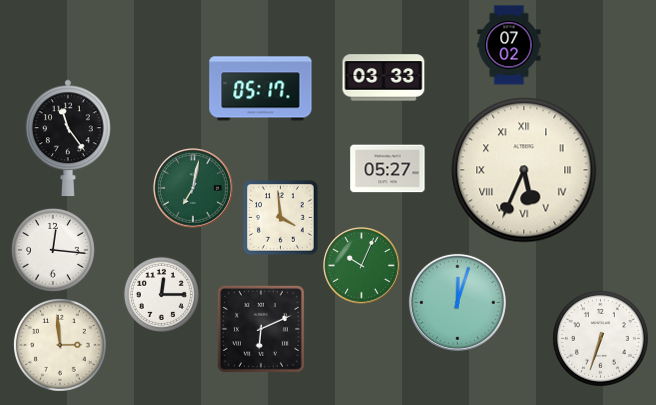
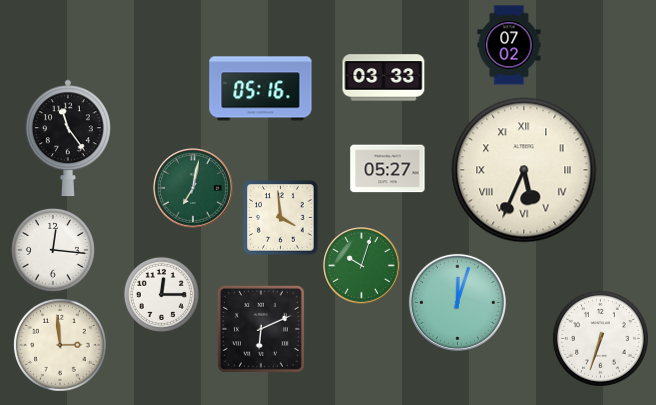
clock at (261, 89): 05:17 -> 05:16
clock at (362, 266): 10:04 -> 10:03
